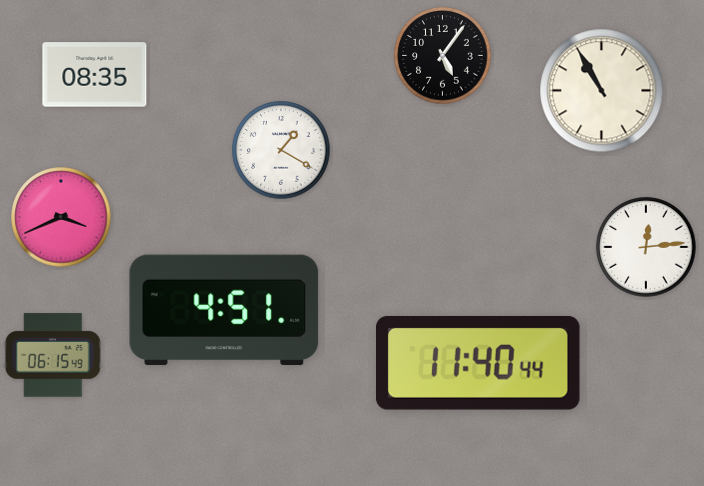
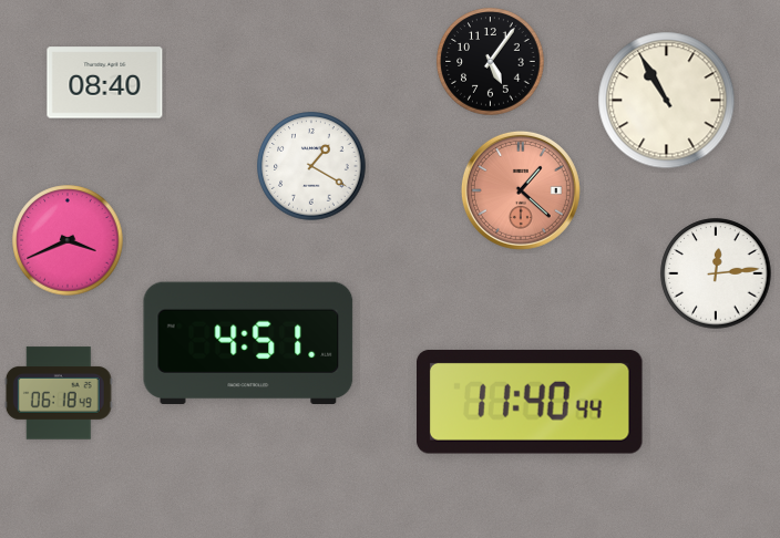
clock at (95, 75): 08:35 -> 08:40
clock at (521, 190): none -> 1:22
clock at (53, 355): 06:15 -> 06:18
